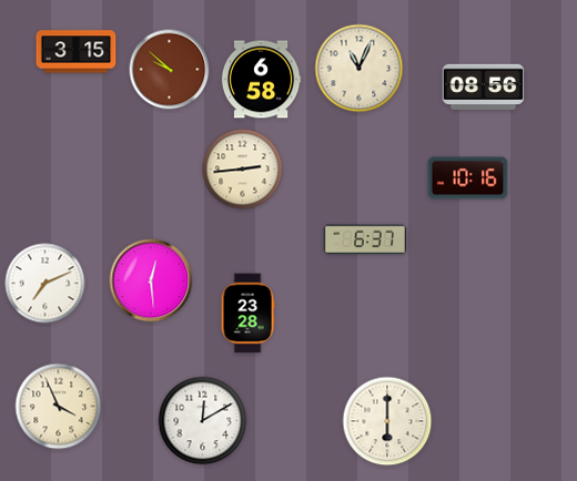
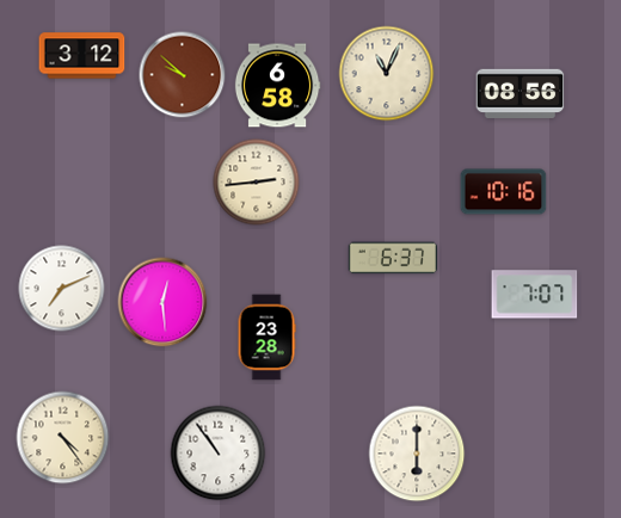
clock at (77, 52): 3:15 -> 3:12
clock at (261, 80) position: (261, 80) -> (277, 86)
clock at (243, 170) position: (243, 170) -> (257, 183)
clock at (535, 295): none -> 7:07
clock at (45, 284) position: (45, 284) -> (62, 289)
clock at (59, 407): 3:56 -> 4:24
clock at (203, 421): 12:10 -> 10:54
